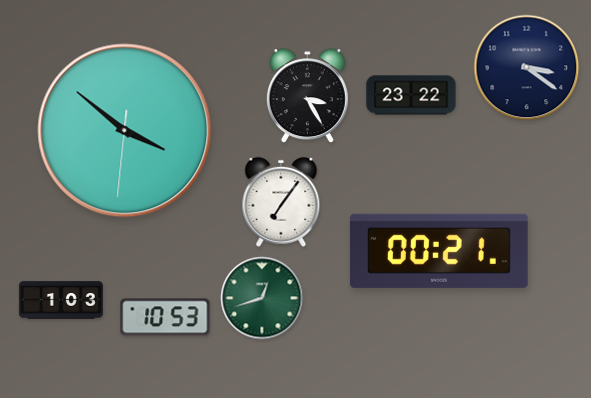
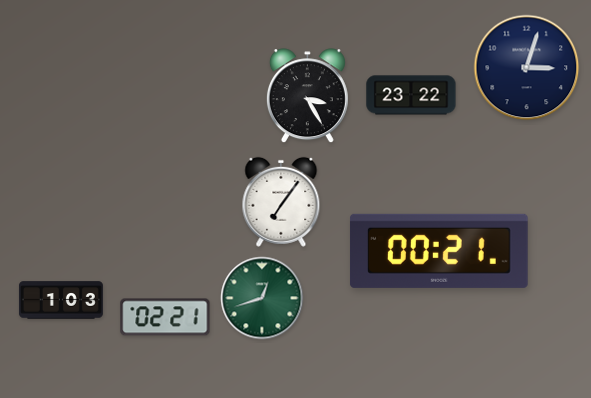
clock at (527, 68): 3:21 -> 3:03
clock at (125, 131): 3:51 -> none
clock at (165, 317): 10:53 -> 02:21
